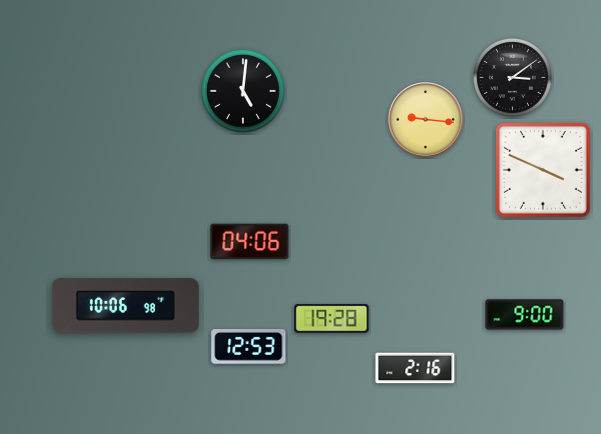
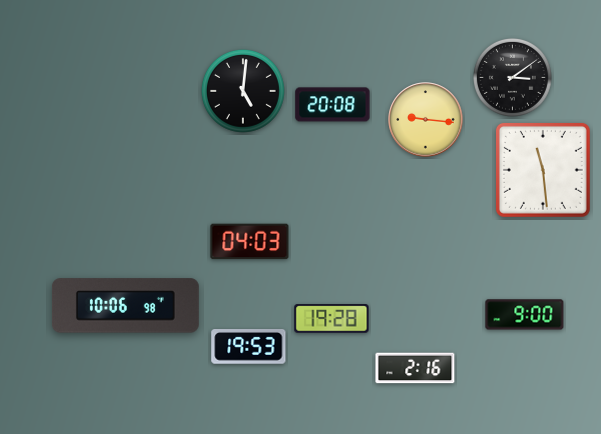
clock at (333, 105): none -> 20:08
clock at (543, 170): 3:49 -> 11:29
clock at (250, 242): 04:06 -> 04:03
clock at (249, 347): 12:53 -> 19:53
